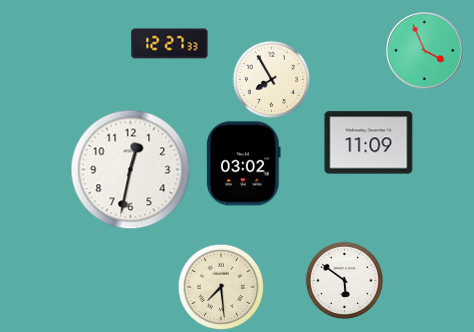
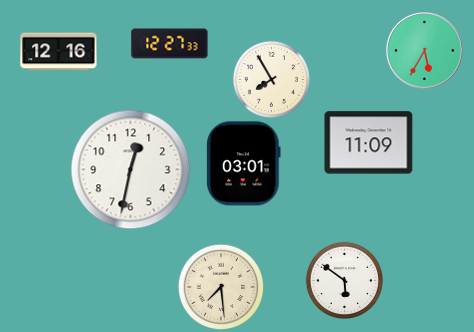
clock at (425, 51): 3:56 -> 5:35
clock at (59, 52): none -> 12:16
clock at (244, 164): 03:02 -> 03:01
